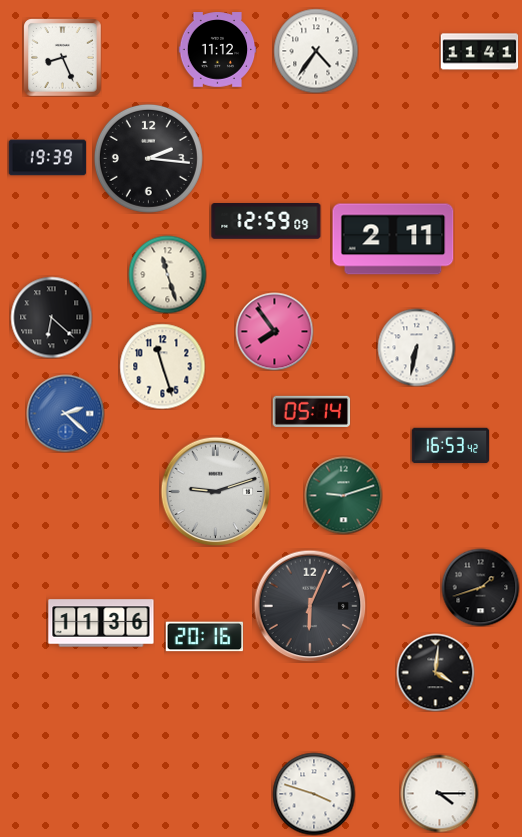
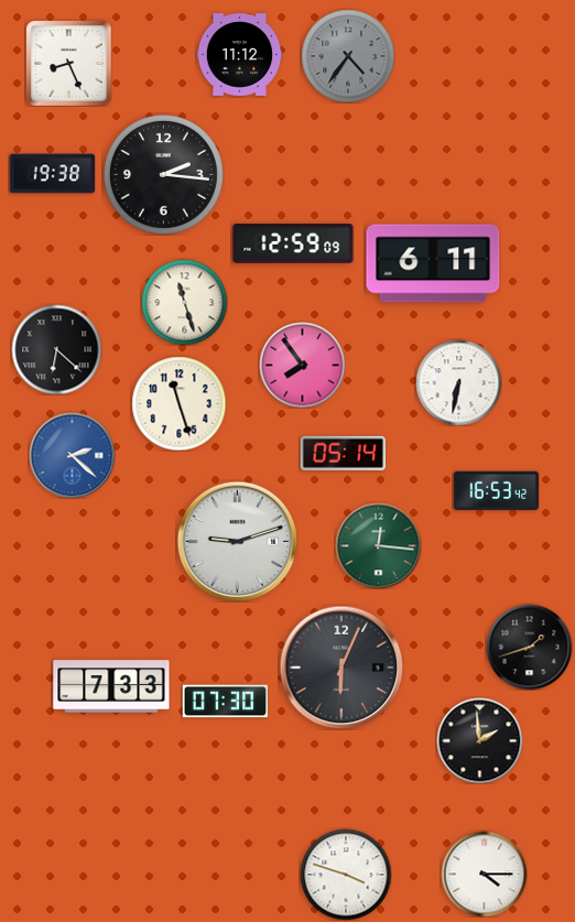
clock at (316, 51) dial: white -> grey
clock at (479, 52): 11:41 -> none
clock at (47, 158): 19:39 -> 19:38
clock at (393, 239): 2:11 -> 6:11
clock at (343, 495): 9:12 -> 12:16
clock at (101, 623): 11:36 -> 7:33
clock at (204, 637): 20:16 -> 07:30
clock at (435, 672): 4:01 -> 1:59
